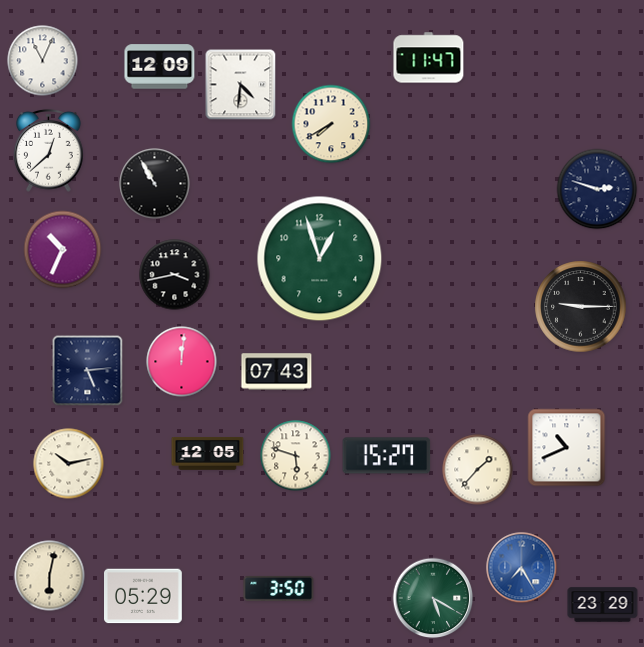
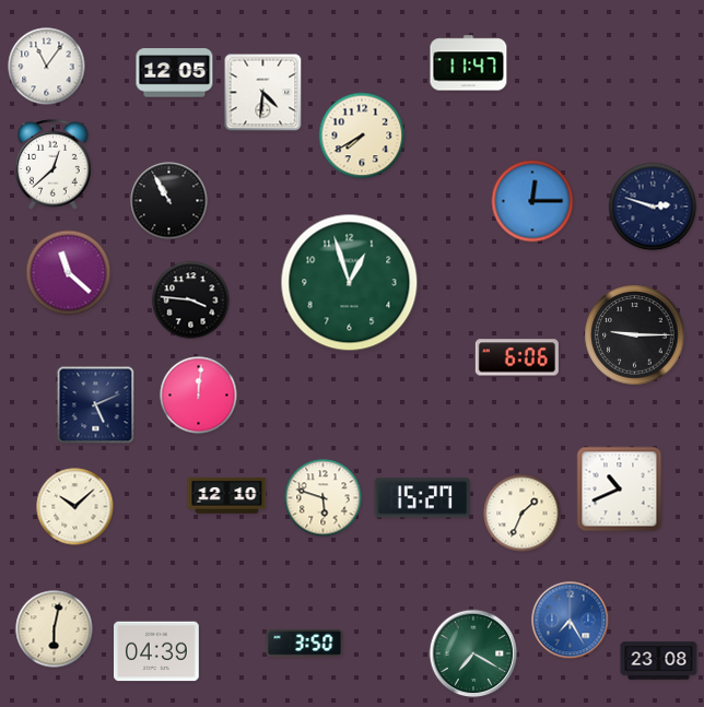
clock at (43, 61): 11:04 -> 11:06
clock at (160, 67): 12:09 -> 12:05
clock at (532, 201): none -> 12:15
clock at (63, 250): 10:34 -> 11:22
clock at (175, 275): 3:43 -> 3:46
clock at (517, 357): none -> 6:06
clock at (88, 371): 5:14 -> 5:11
clock at (277, 372): 07:43 -> none
clock at (208, 454): 12:05 -> 12:10
clock at (69, 464): 10:13 -> 10:08
clock at (478, 470): 1:37 -> 1:34
clock at (144, 596): 05:29 -> 04:39
clock at (433, 598): 5:20 -> 7:20
clock at (603, 605): 23:29 -> 23:08
